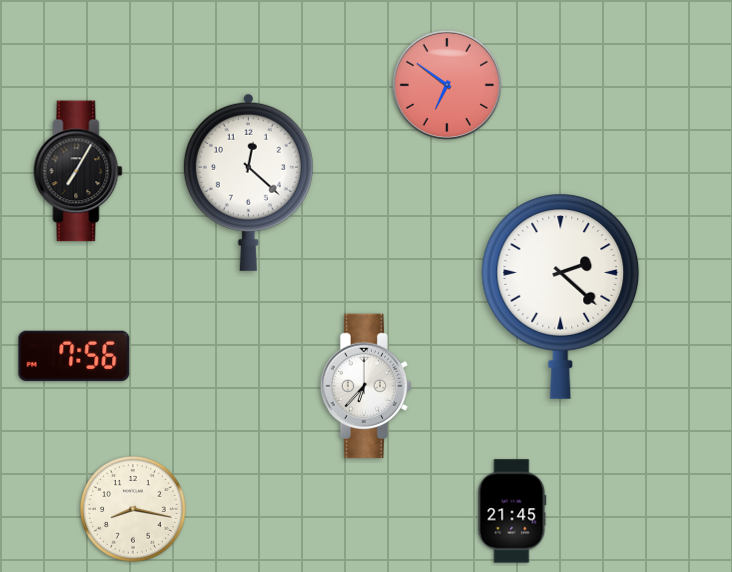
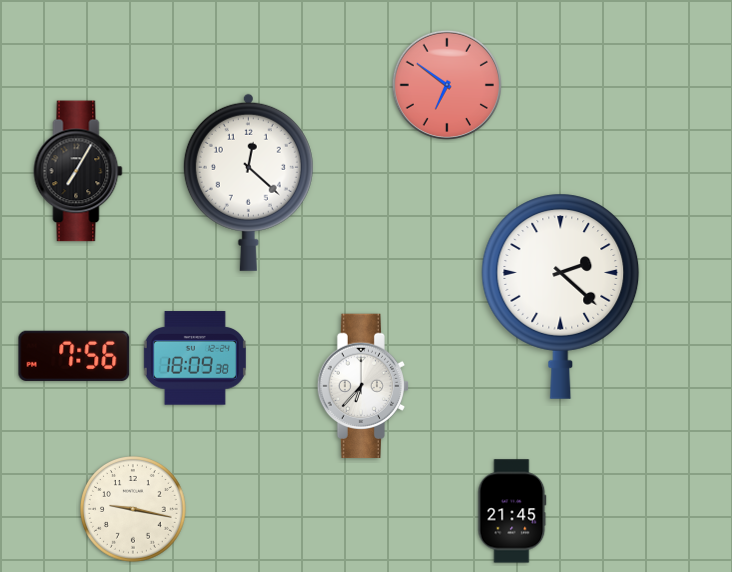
clock at (195, 358): none -> 18:09
clock at (365, 386) position: (365, 386) -> (362, 386)
clock at (134, 510): 8:17 -> 9:17
